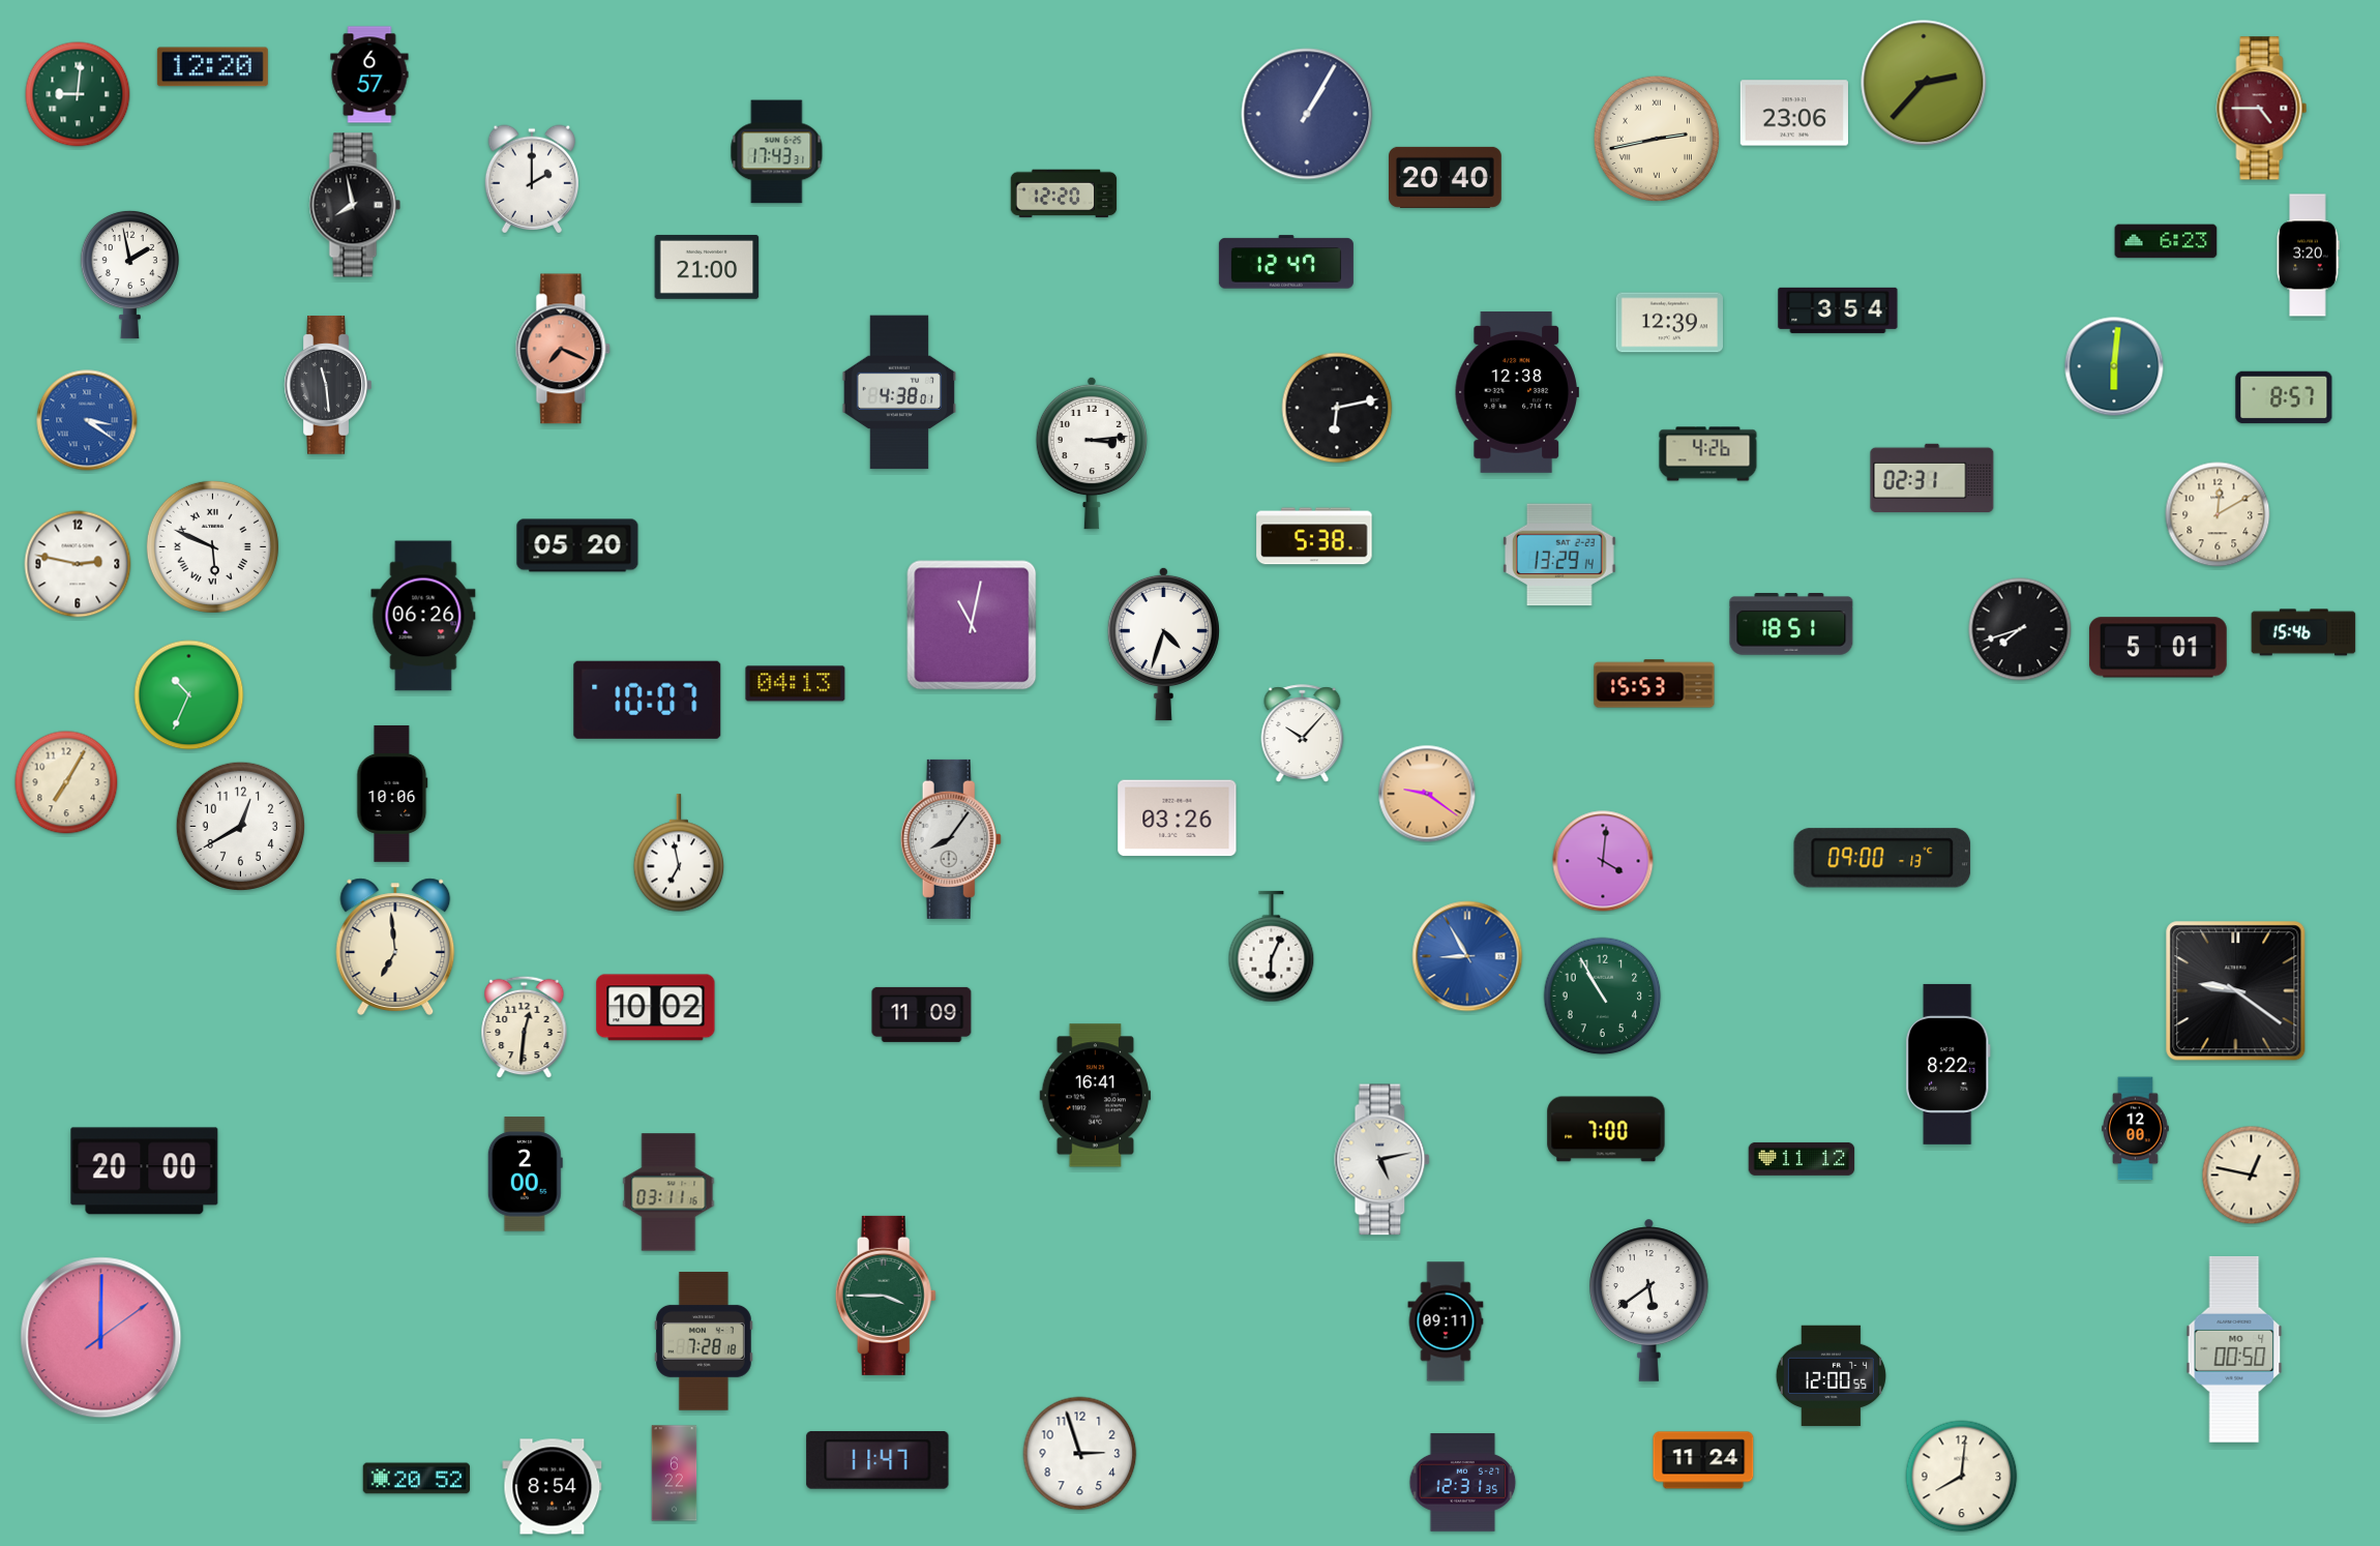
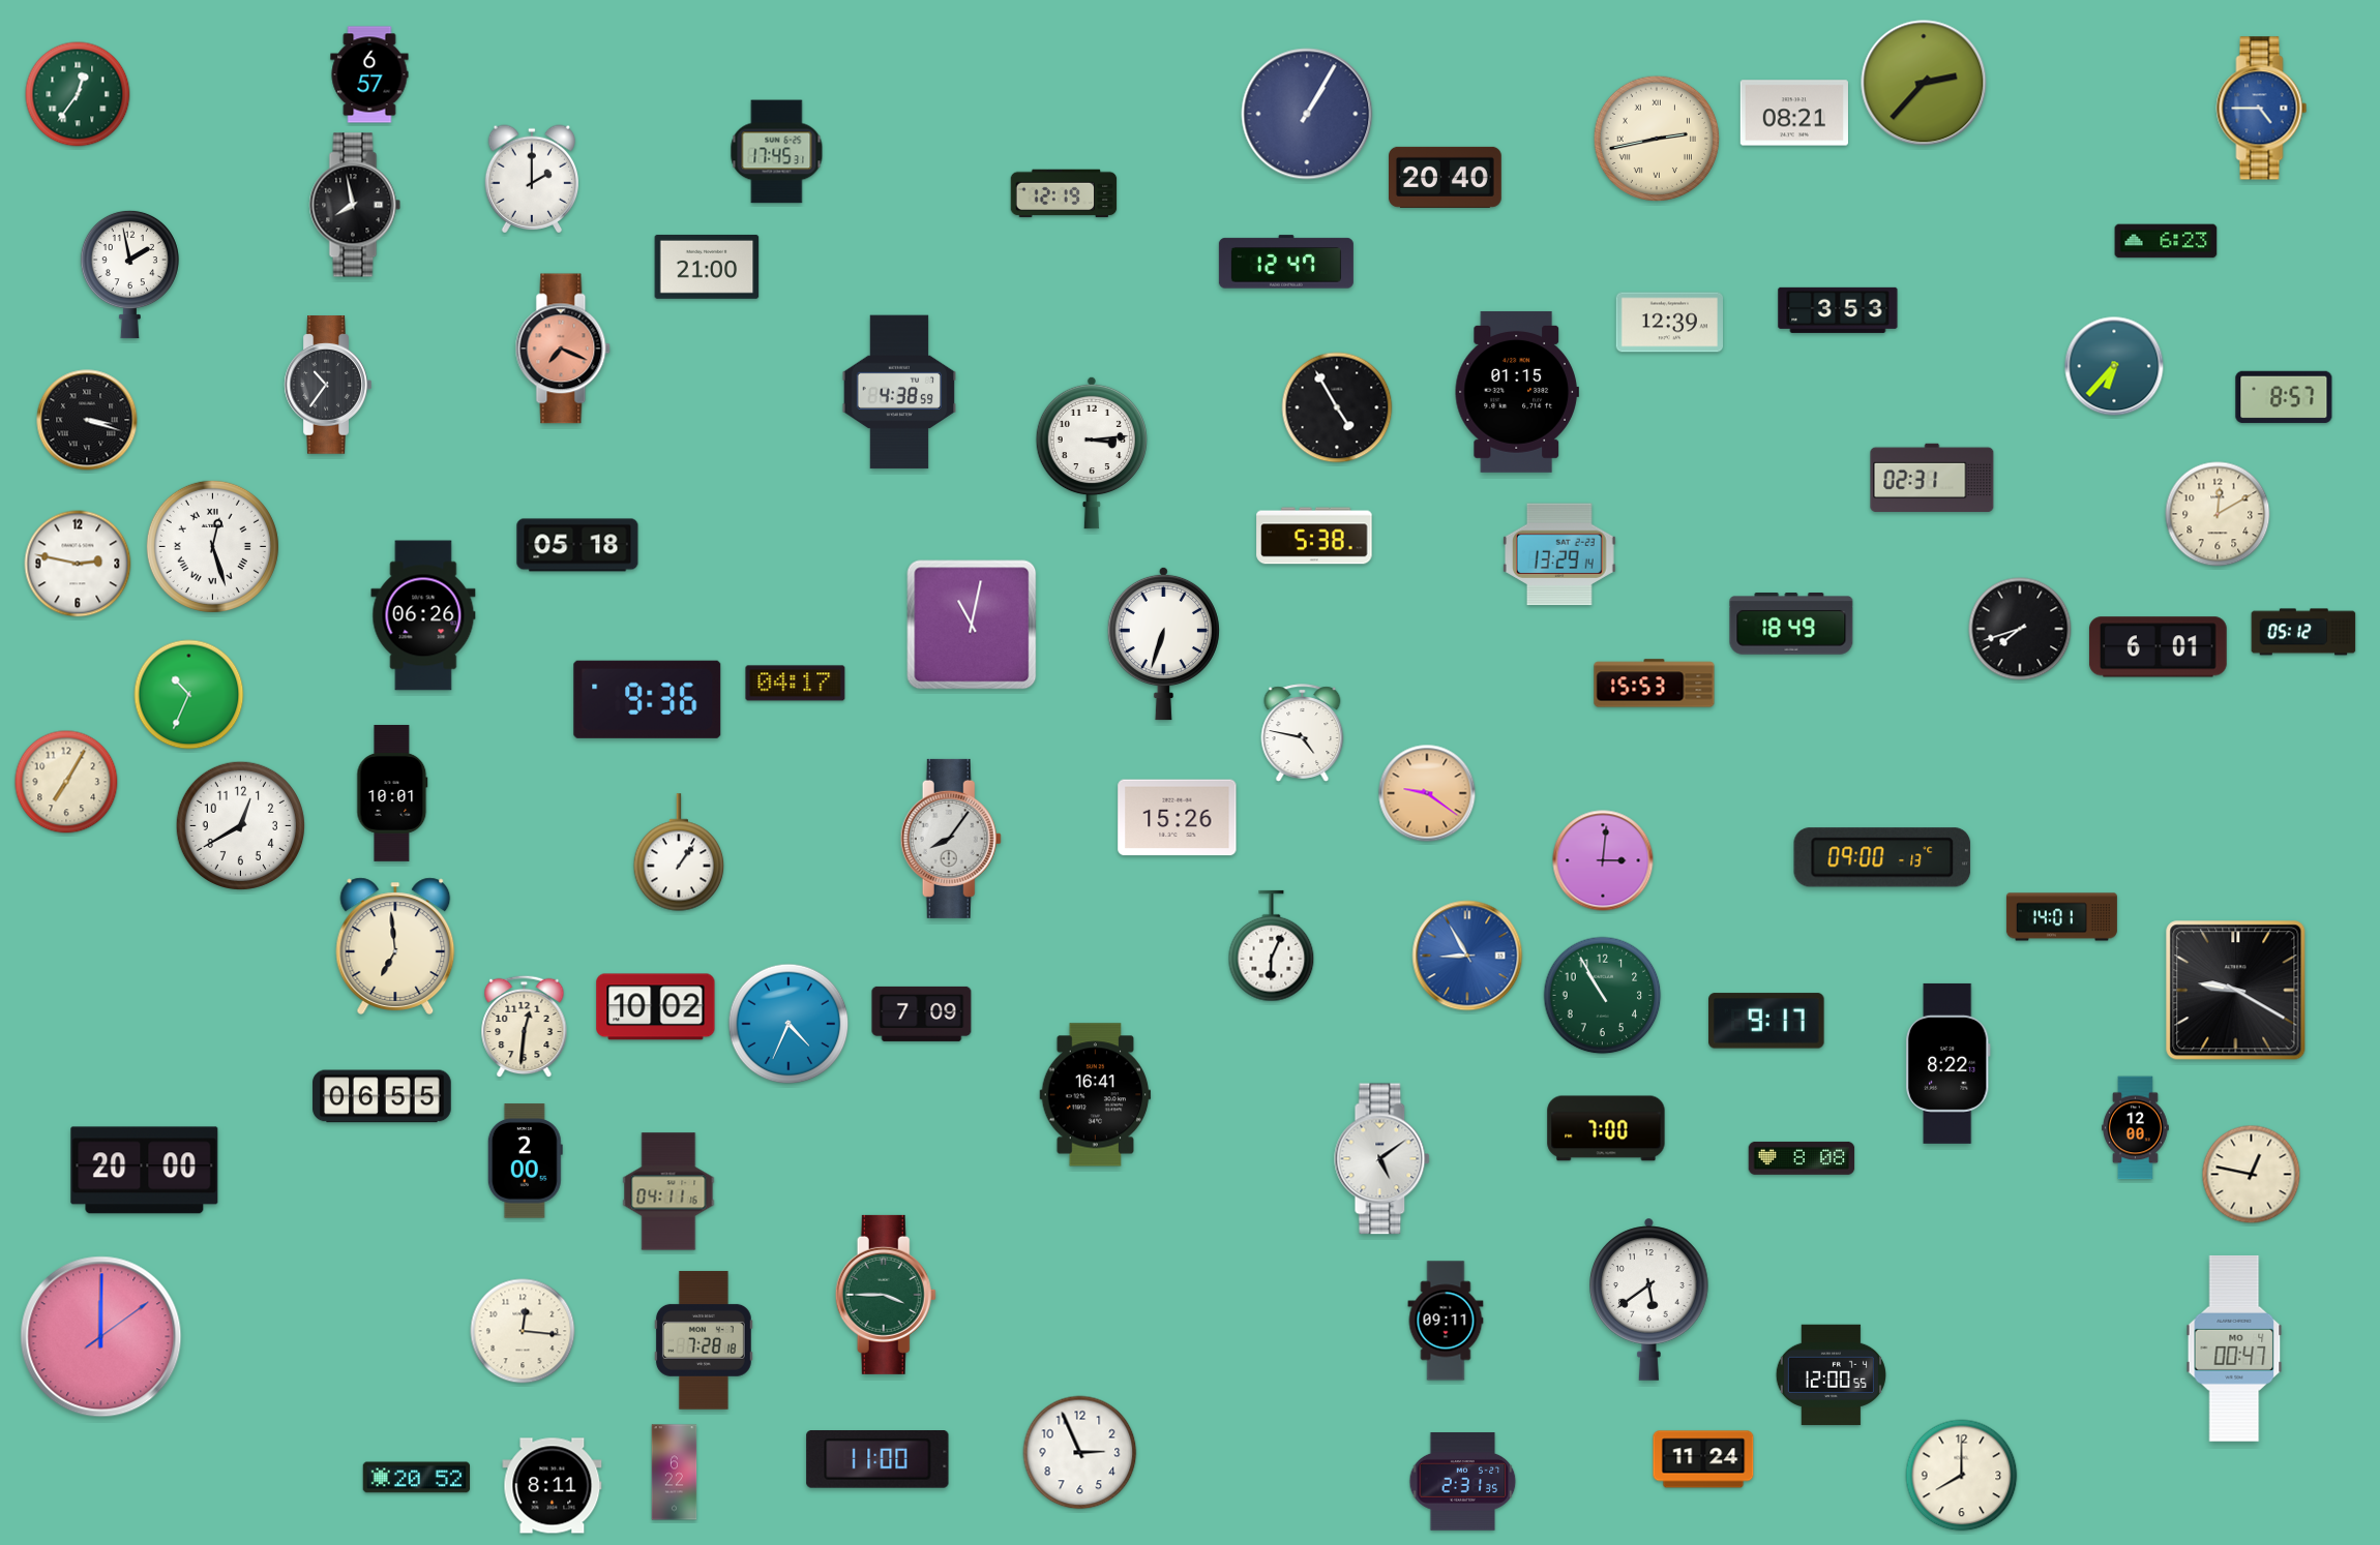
clock at (212, 67): 12:20 -> none
clock at (78, 94): 9:01 -> 12:36
clock at (2262, 109) dial: burgundy -> blue
clock at (1794, 113): 23:06 -> 08:21
clock at (777, 152): 17:43 -> 17:45
clock at (1064, 194): 12:20 -> 12:19
clock at (2308, 256): 3:20 -> none
clock at (1838, 310): 3:54 -> 3:53
clock at (2114, 366): 6:01 -> 6:37
clock at (328, 385): 11:29 -> 10:36
clock at (899, 392): 4:38:01 -> 4:38:59
clock at (1517, 392): 12:38 -> 01:15
clock at (1337, 408): 6:13 -> 4:55
clock at (87, 420): 3:21 -> 3:18
clock at (87, 420) dial: blue -> black
clock at (1708, 454): 4:26 -> none
clock at (577, 545): 05:20 -> 05:18
clock at (212, 546): 5:49 -> 12:27
clock at (1791, 625): 18:51 -> 18:49
clock at (2303, 632): 15:46 -> 05:12
clock at (1163, 644): 4:33 -> 6:33
clock at (2158, 648): 5:01 -> 6:01
clock at (796, 684): 04:13 -> 04:17
clock at (648, 700): 10:07 -> 9:36
clock at (1303, 734): 10:07 -> 4:47
clock at (392, 794): 10:06 -> 10:01
clock at (1178, 819): 03:26 -> 15:26
clock at (679, 853): 6:58 -> 1:06
clock at (1603, 861): 4:01 -> 3:01
clock at (2061, 917): none -> 14:01
clock at (2236, 991): 9:21 -> 9:20
clock at (922, 1014): 11:09 -> 7:09
clock at (1766, 1021): none -> 9:17
clock at (789, 1024): none -> 4:34
clock at (382, 1096): none -> 06:55
clock at (1802, 1159): 11:12 -> 8:08
clock at (1382, 1160): 5:13 -> 5:09
clock at (525, 1175) position: (525, 1175) -> (525, 1161)
clock at (668, 1192): 03:11 -> 04:11
clock at (523, 1331): none -> 12:16
clock at (2234, 1349): 00:50 -> 00:47
clock at (1080, 1454): 2:57 -> 2:56
clock at (877, 1461): 11:47 -> 11:00
clock at (1962, 1477): 8:01 -> 8:00
clock at (1463, 1483): 12:31 -> 2:31
clock at (553, 1487): 8:54 -> 8:11
